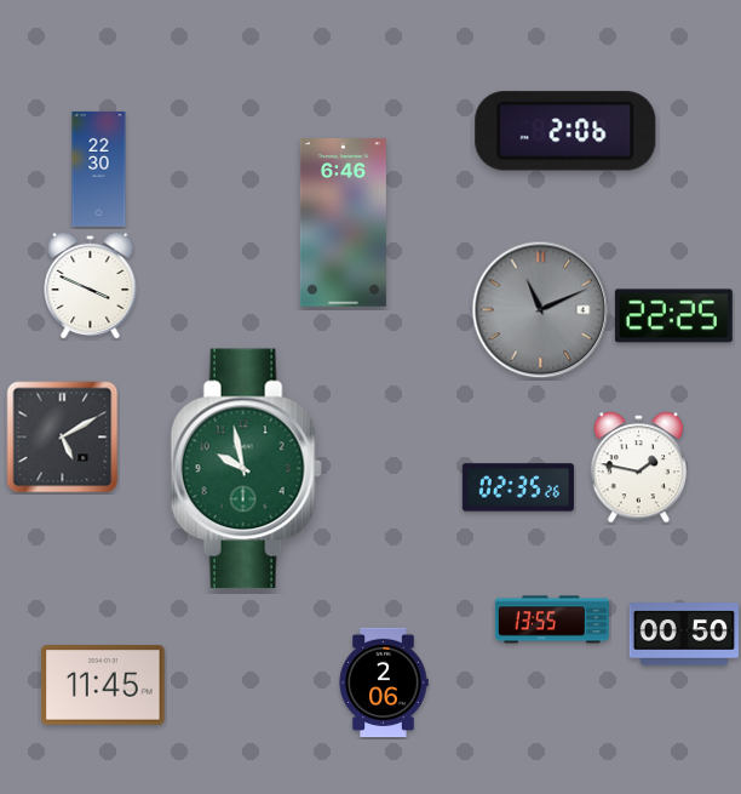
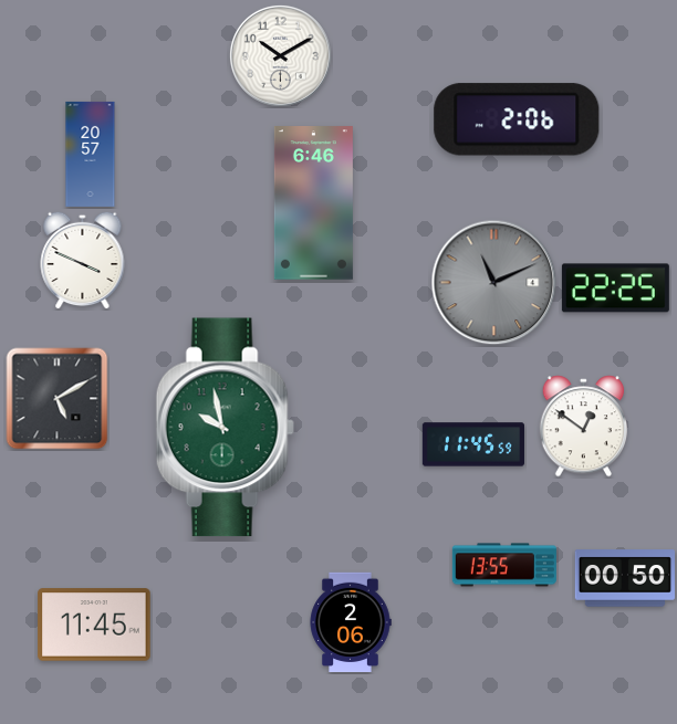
clock at (280, 55): none -> 10:10
clock at (99, 168): 22:30 -> 20:57
clock at (639, 468): 1:47 -> 12:51
clock at (518, 487): 02:35 -> 11:45
